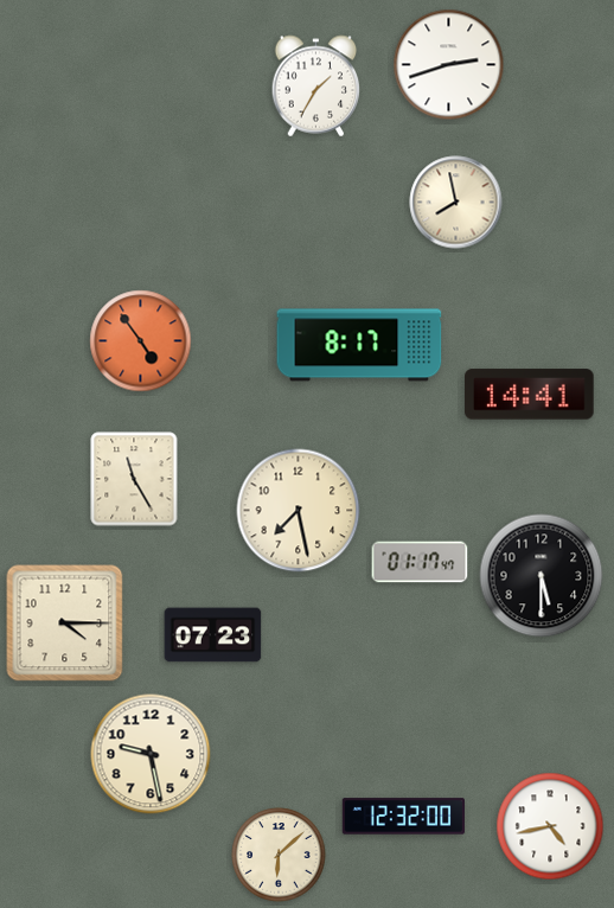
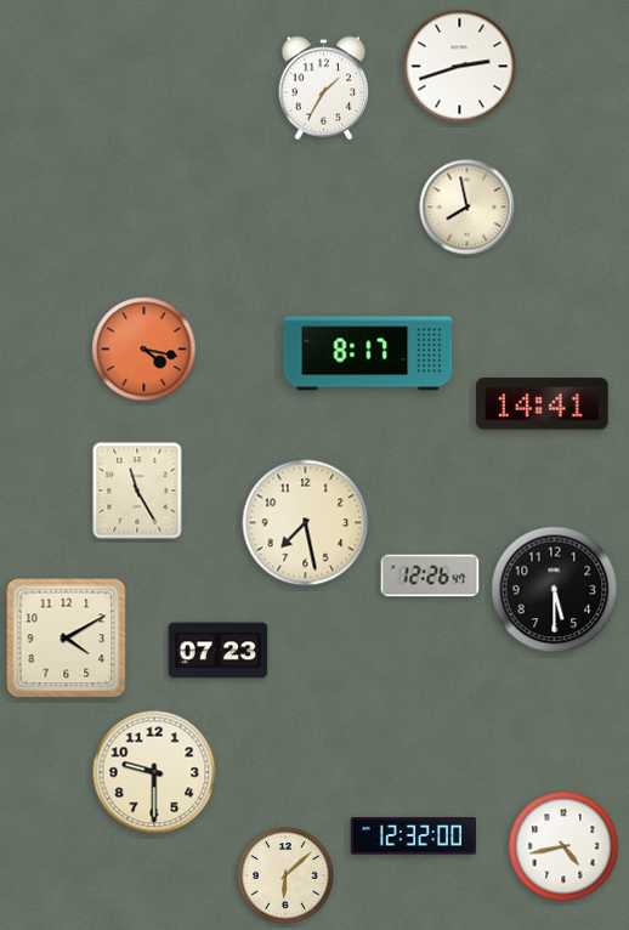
clock at (141, 341): 4:54 -> 4:17
clock at (420, 562): 01:17 -> 12:26
clock at (65, 624): 4:15 -> 4:10
clock at (151, 754): 9:28 -> 9:30
